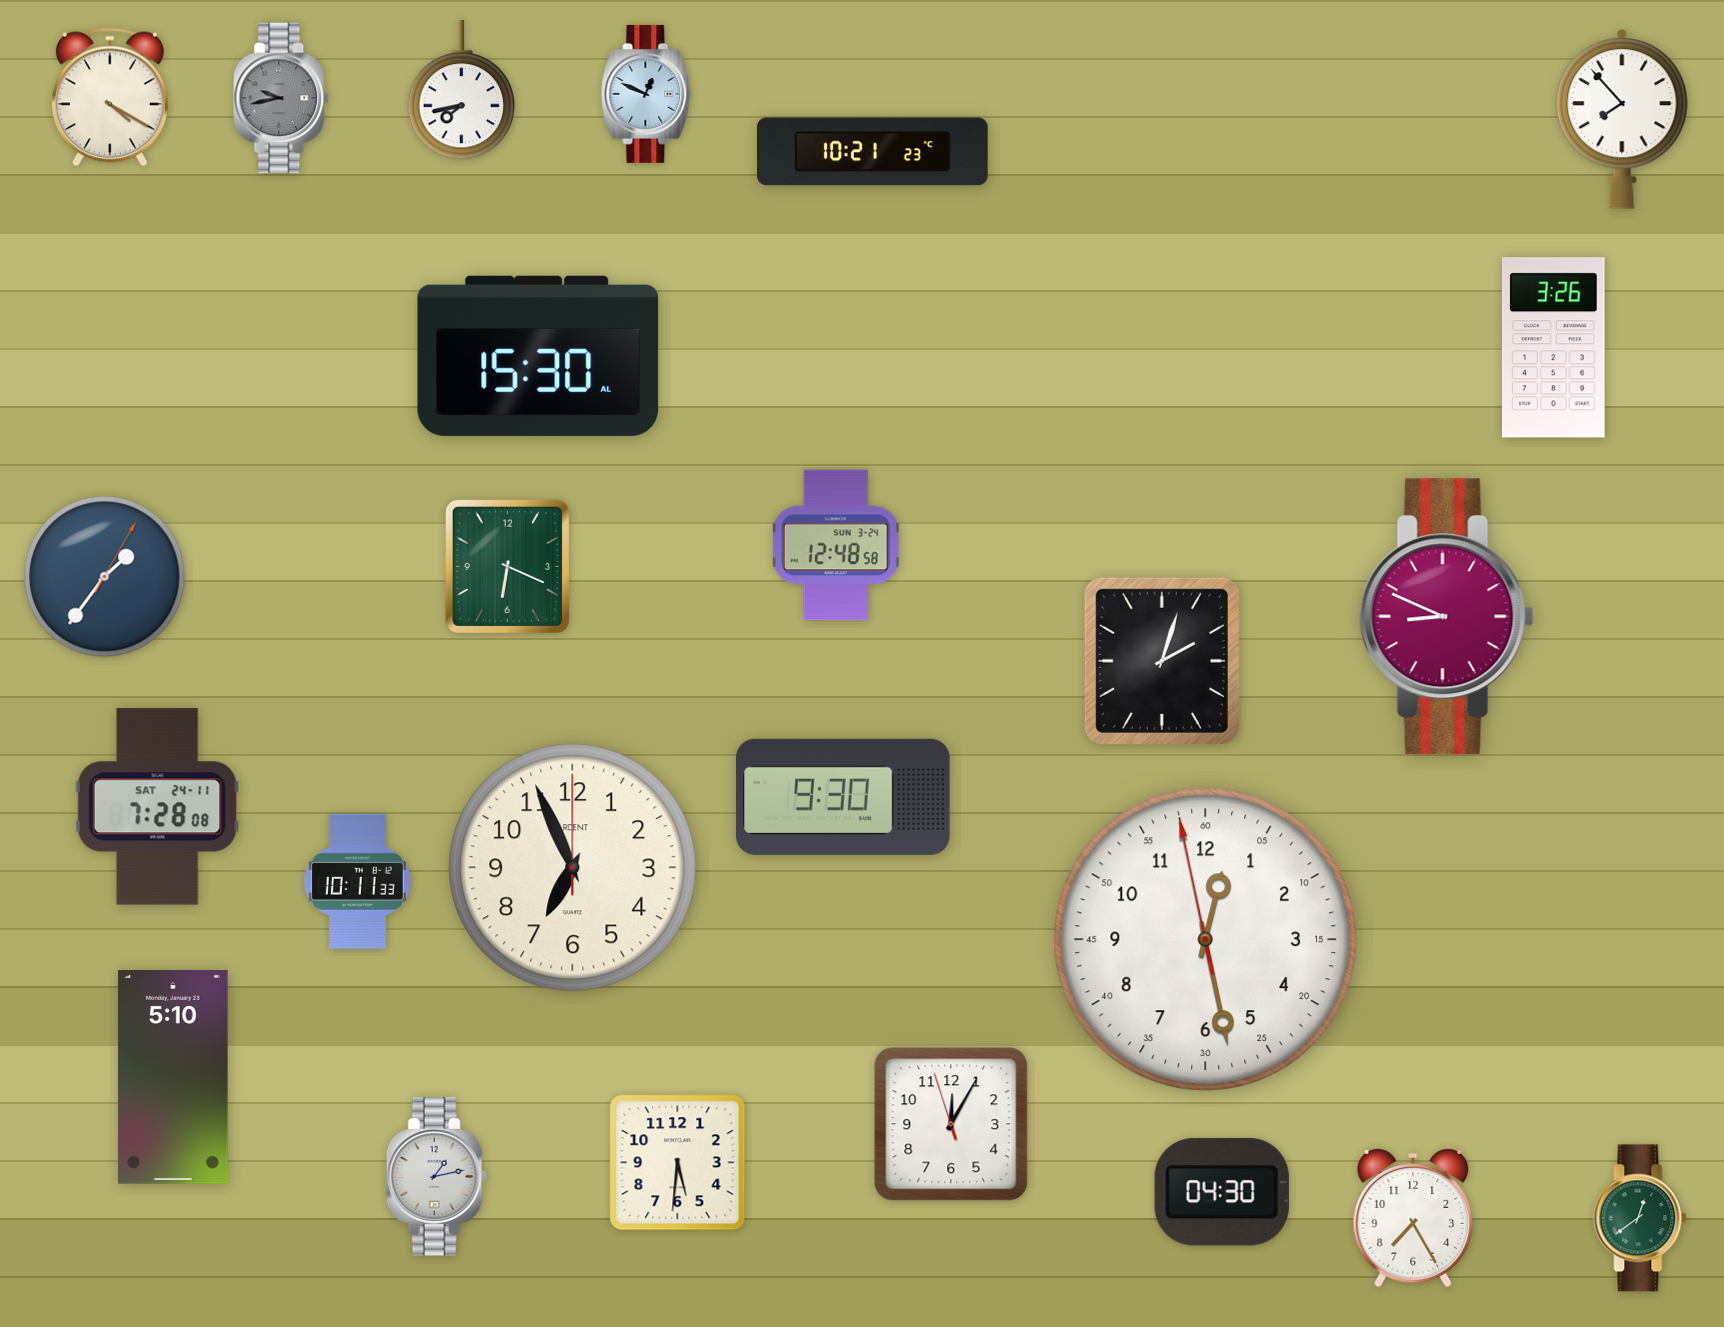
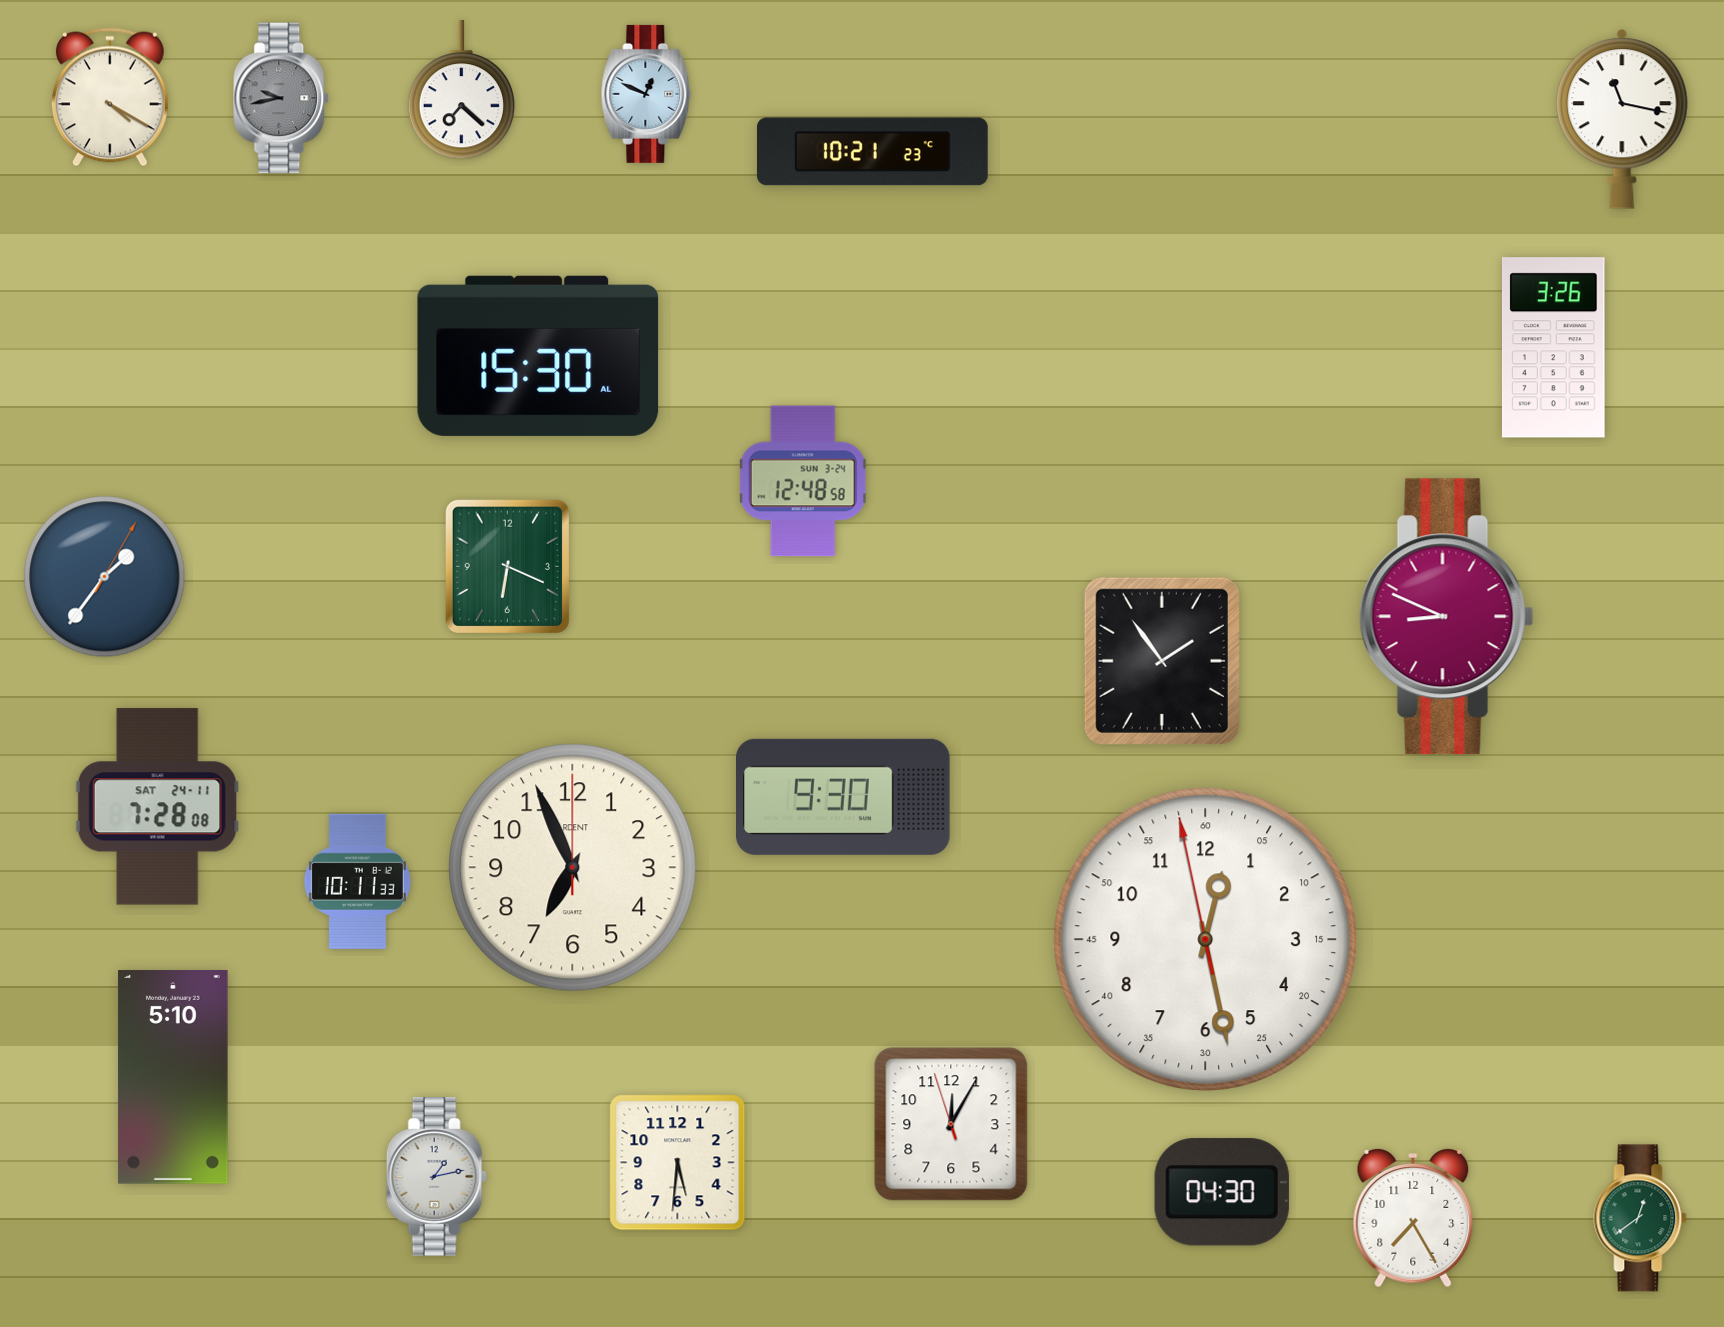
clock at (462, 90): 7:43 -> 7:22
clock at (1622, 119): 7:53 -> 11:17
clock at (836, 545) position: (836, 545) -> (803, 481)
clock at (1162, 661): 2:03 -> 1:54
